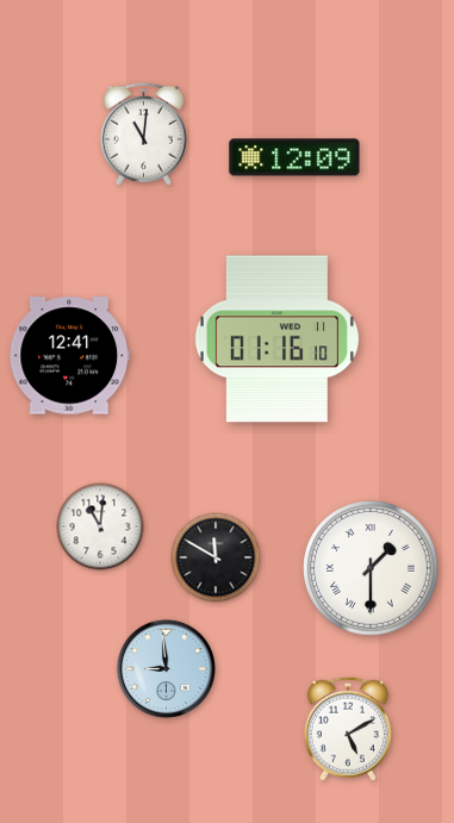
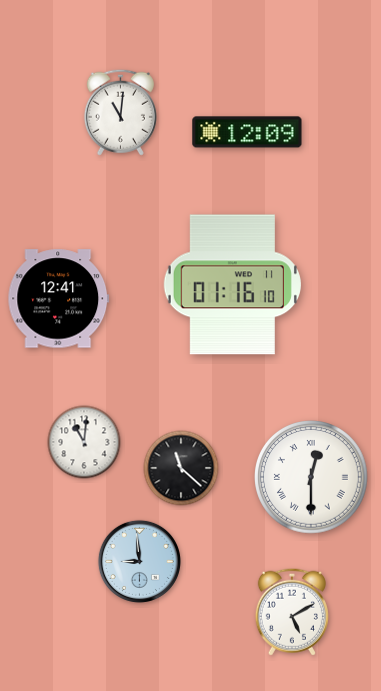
clock at (216, 557): 11:50 -> 11:22
clock at (372, 569): 1:30 -> 12:30
